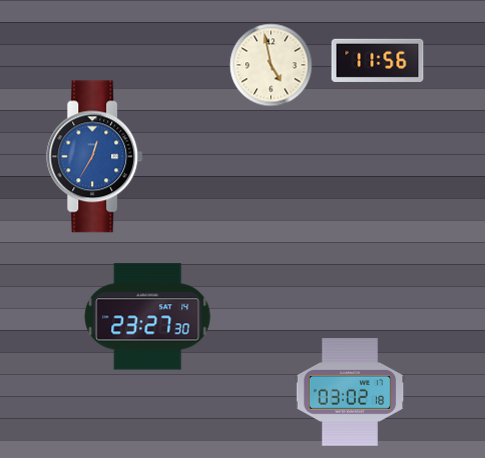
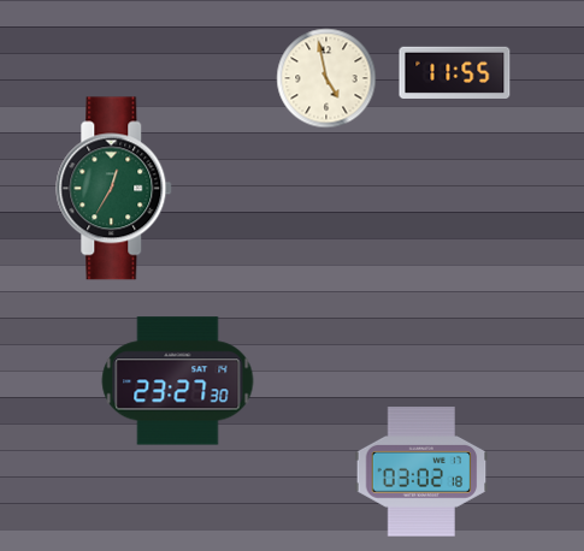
clock at (378, 60): 11:56 -> 11:55
clock at (95, 157) dial: blue -> green
